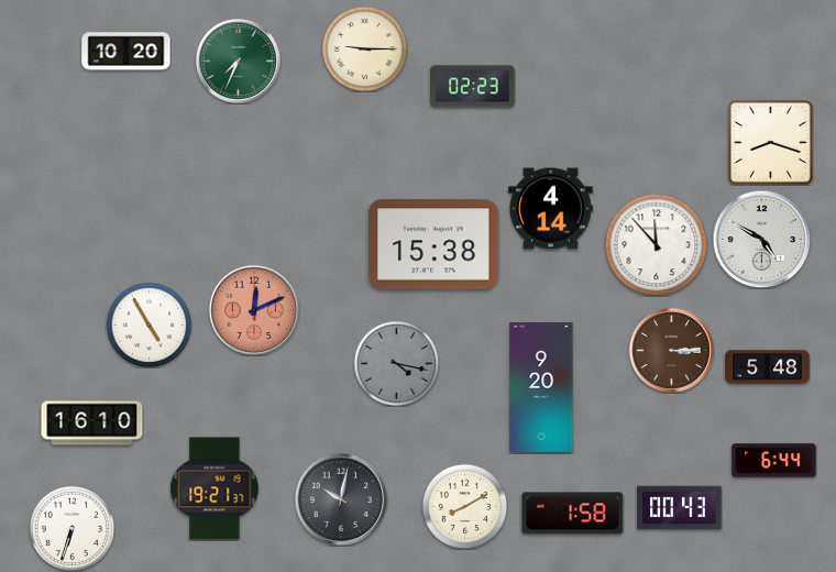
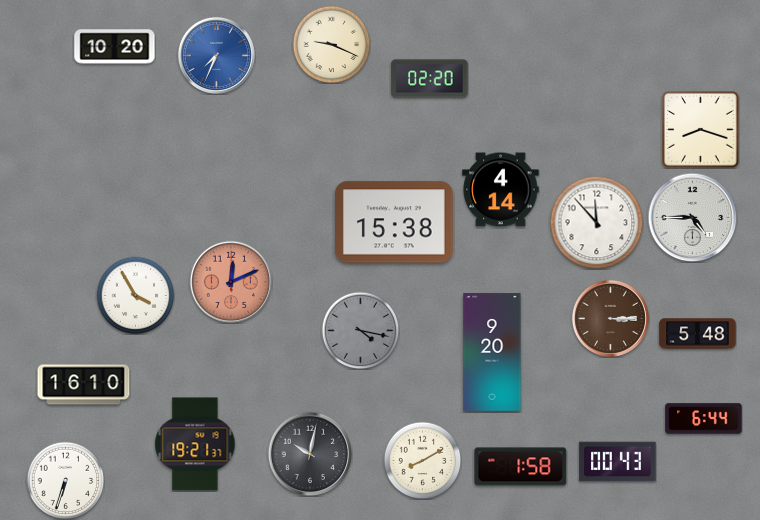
clock at (364, 48): 9:15 -> 9:19
clock at (238, 61) dial: green -> blue
clock at (473, 87): 02:23 -> 02:20
clock at (761, 239): 4:50 -> 4:45
clock at (148, 324): 4:55 -> 3:55
